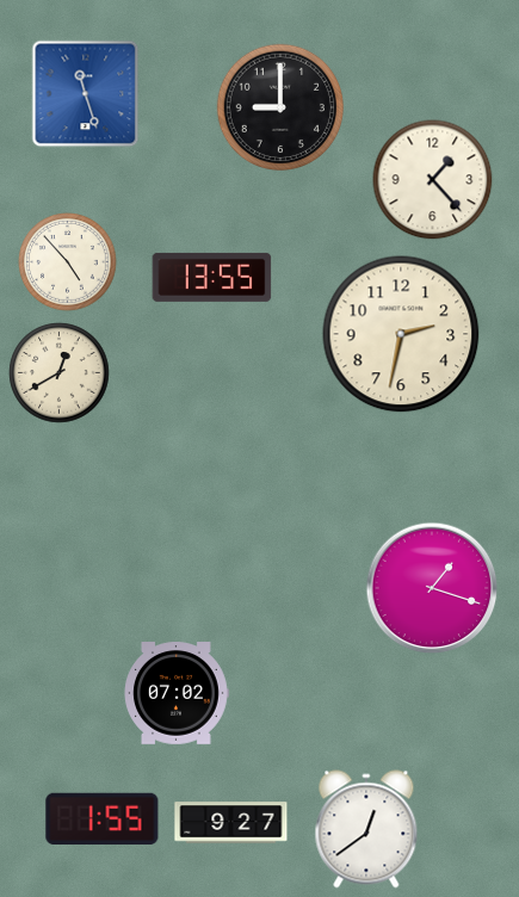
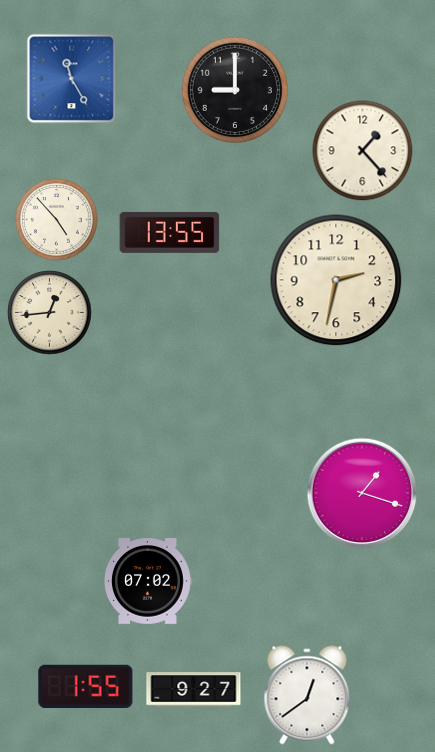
clock at (86, 94): 11:27 -> 11:25
clock at (212, 277) position: (212, 277) -> (170, 232)
clock at (60, 373): 12:40 -> 12:44
